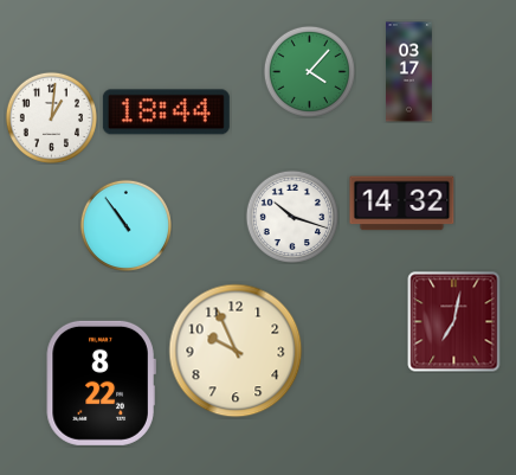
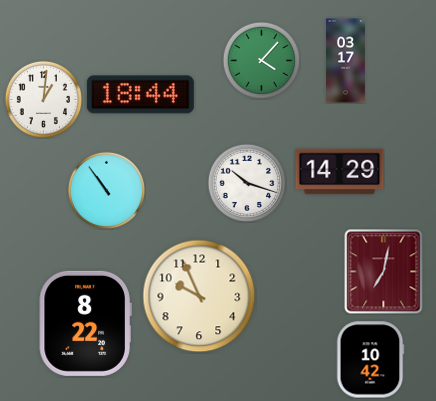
clock at (402, 204): 14:32 -> 14:29
clock at (370, 360): none -> 10:42
